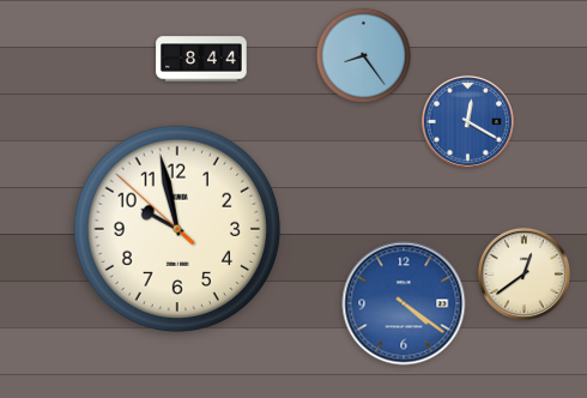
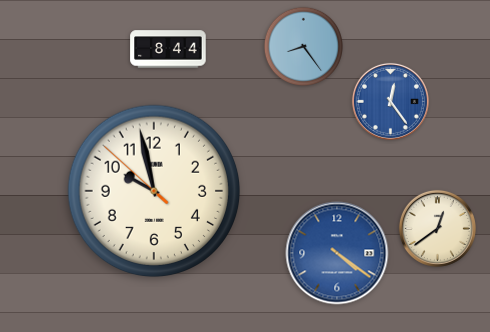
clock at (467, 121): 12:20 -> 12:24
clock at (177, 229) position: (177, 229) -> (154, 191)
